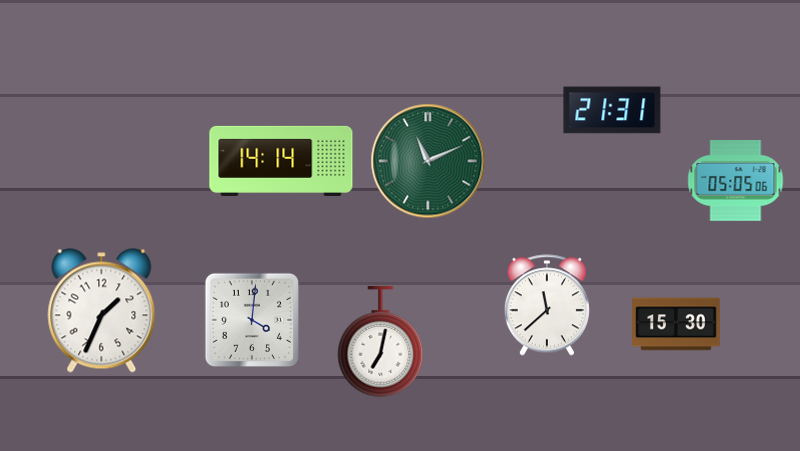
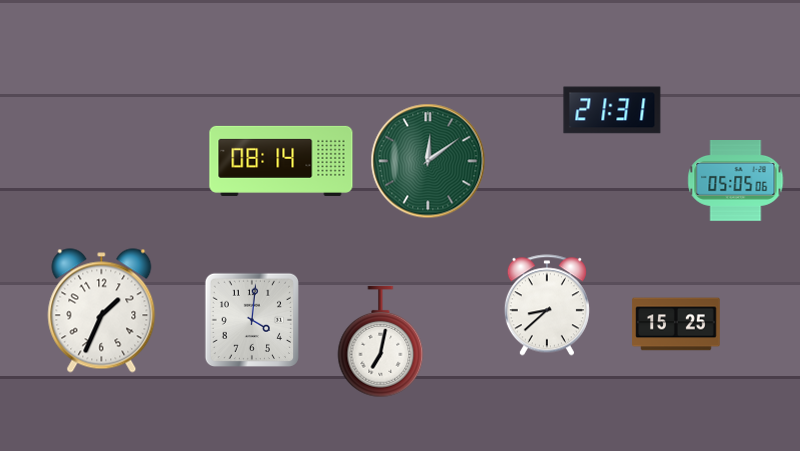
clock at (281, 161): 14:14 -> 08:14
clock at (428, 161): 11:11 -> 12:09
clock at (547, 305): 11:38 -> 8:38
clock at (676, 324): 15:30 -> 15:25
